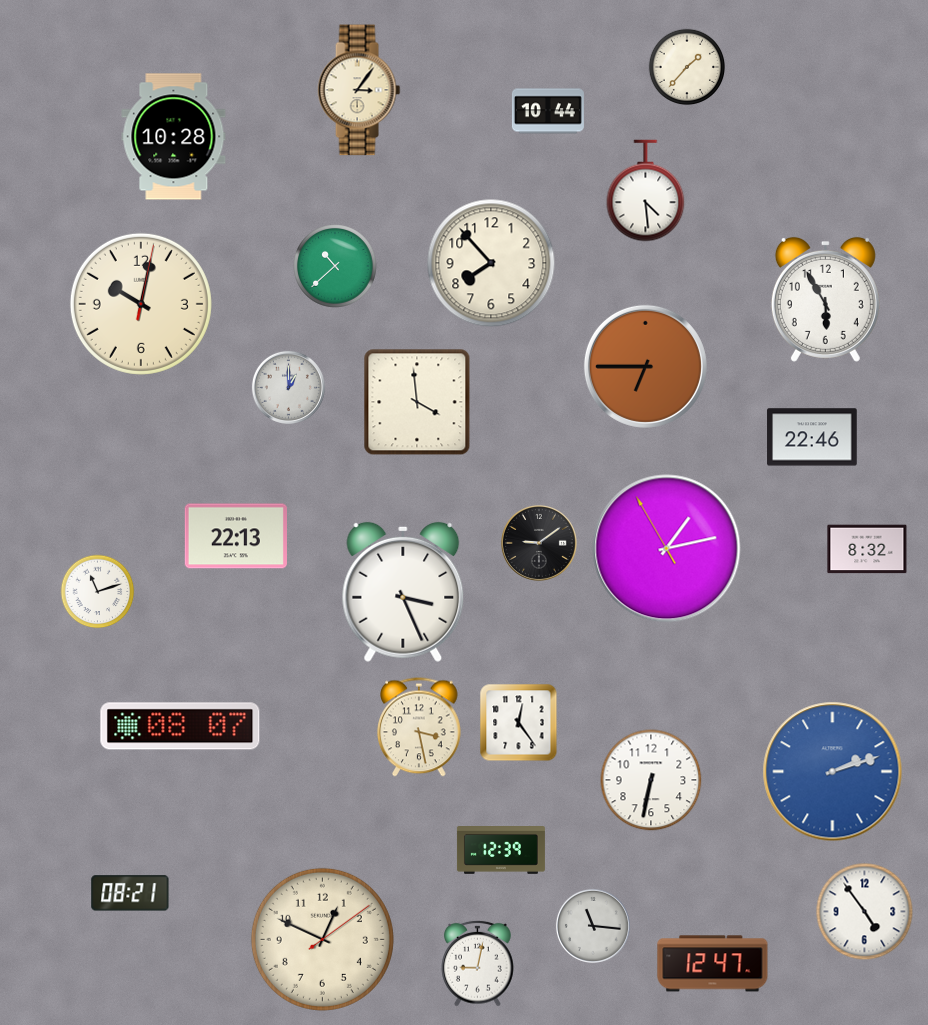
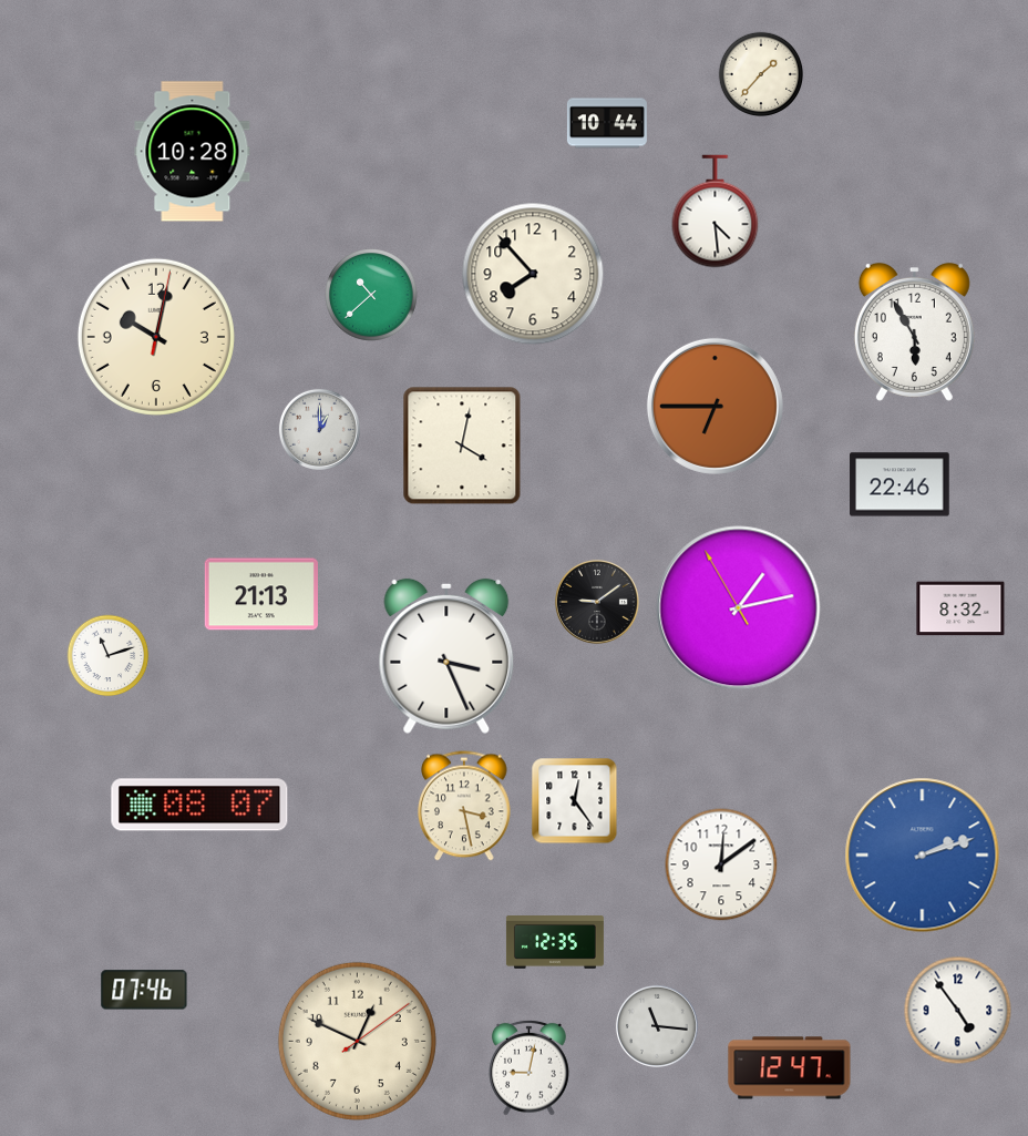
clock at (359, 90): 3:06 -> none
clock at (491, 263) position: (491, 263) -> (533, 274)
clock at (417, 402): 3:59 -> 4:02
clock at (236, 536): 22:13 -> 21:13
clock at (651, 780): 6:32 -> 12:09
clock at (501, 851): 12:39 -> 12:35
clock at (130, 893): 08:21 -> 07:46
